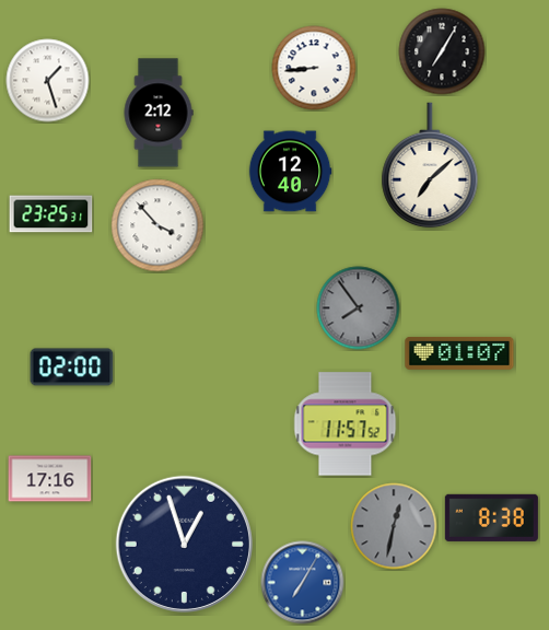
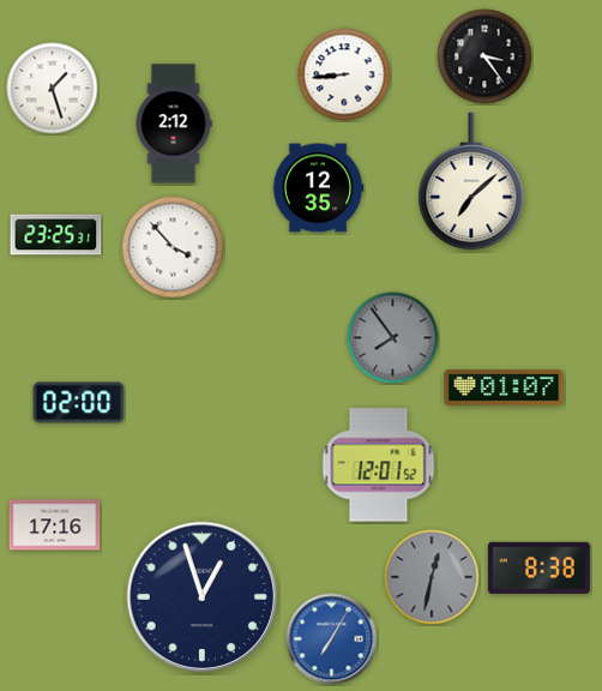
clock at (442, 51): 7:05 -> 3:24
clock at (290, 172): 12:40 -> 12:35
clock at (346, 424): 11:57 -> 12:01
